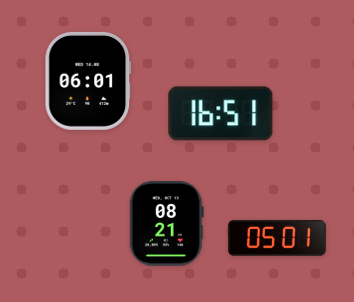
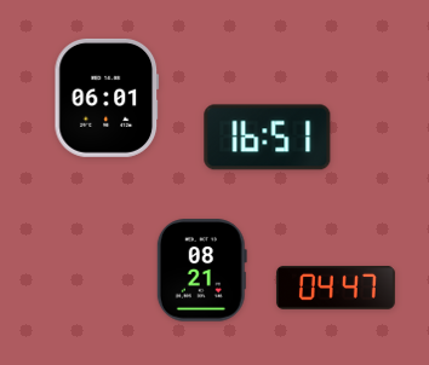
clock at (277, 238): 05:01 -> 04:47
